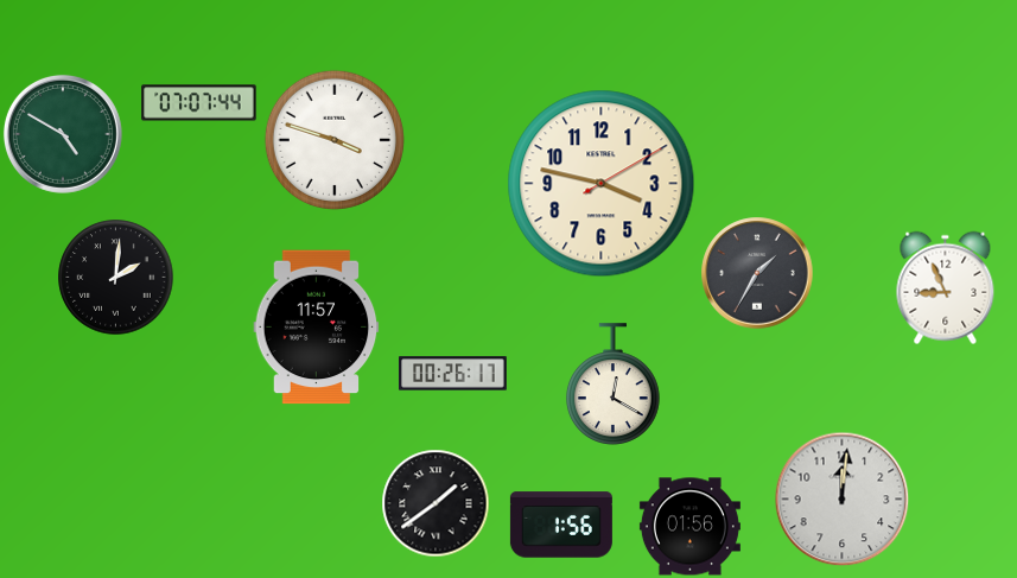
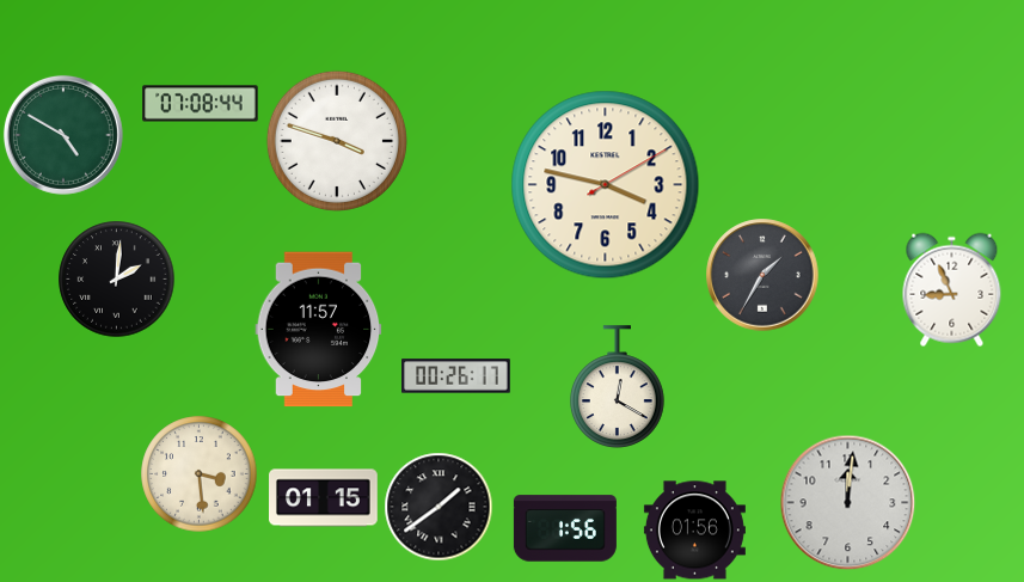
clock at (199, 103): 07:07 -> 07:08
clock at (200, 474): none -> 3:29
clock at (324, 498): none -> 01:15
